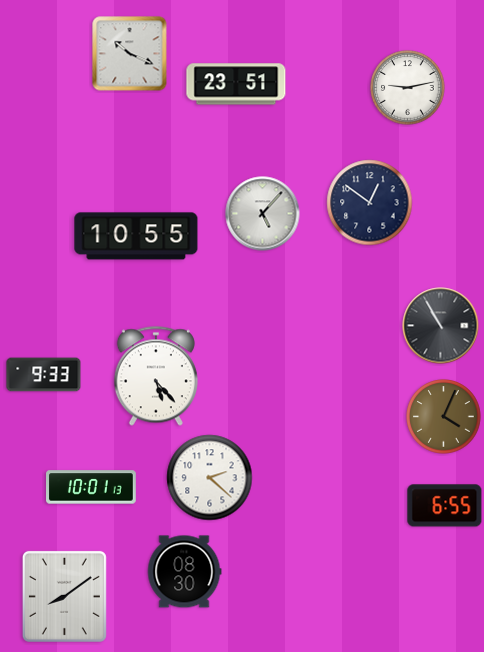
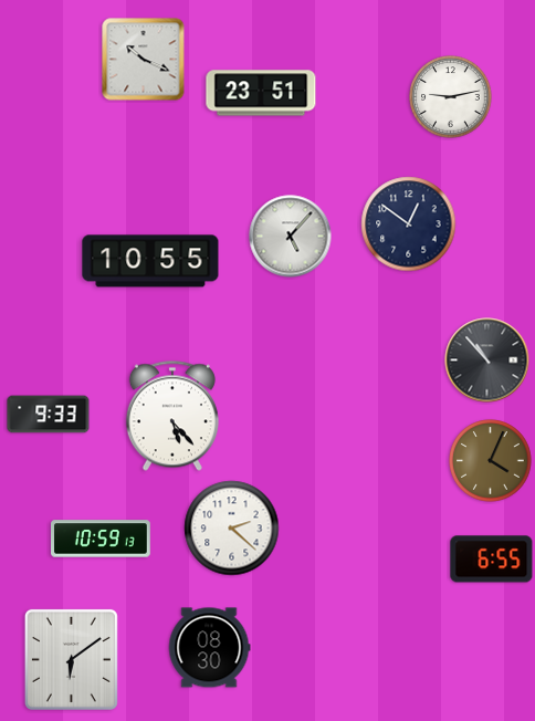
clock at (441, 326): 10:55 -> 10:53
clock at (92, 487): 10:01 -> 10:59
clock at (184, 572) position: (184, 572) -> (209, 648)
clock at (64, 596): 8:09 -> 6:09
